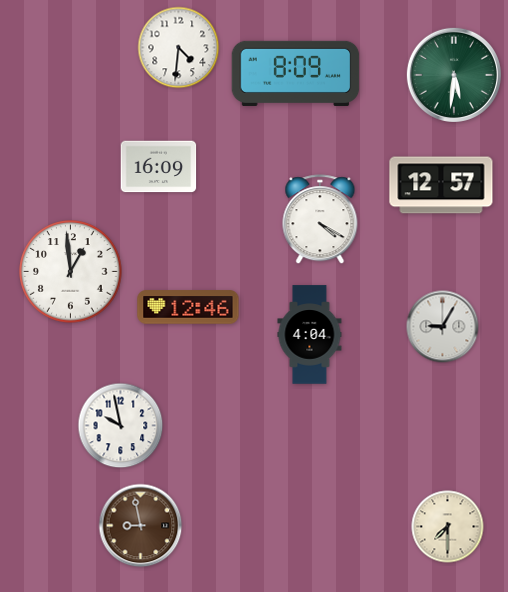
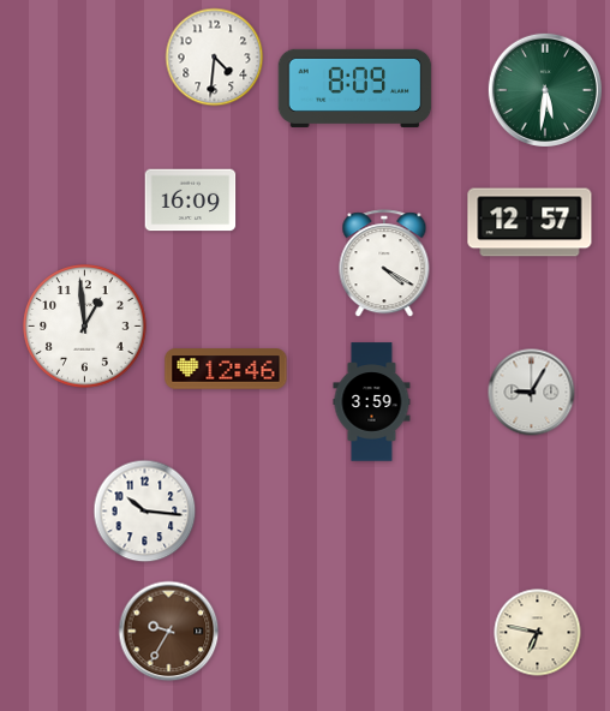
clock at (310, 335): 4:04 -> 3:59
clock at (121, 426): 9:58 -> 10:16
clock at (141, 526): 8:58 -> 9:35
clock at (448, 527): 7:30 -> 6:47
